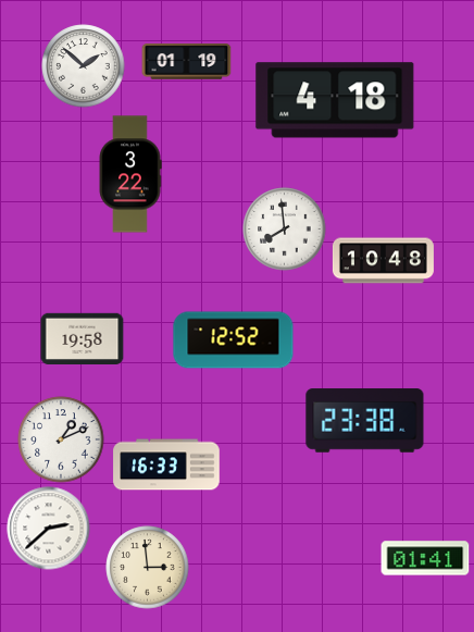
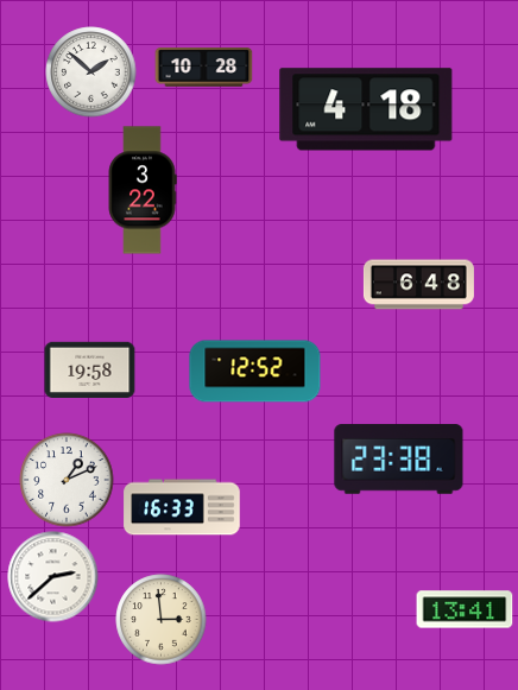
clock at (187, 62): 01:19 -> 10:28
clock at (285, 230): 7:59 -> none
clock at (383, 261): 10:48 -> 6:48
clock at (425, 558): 01:41 -> 13:41
